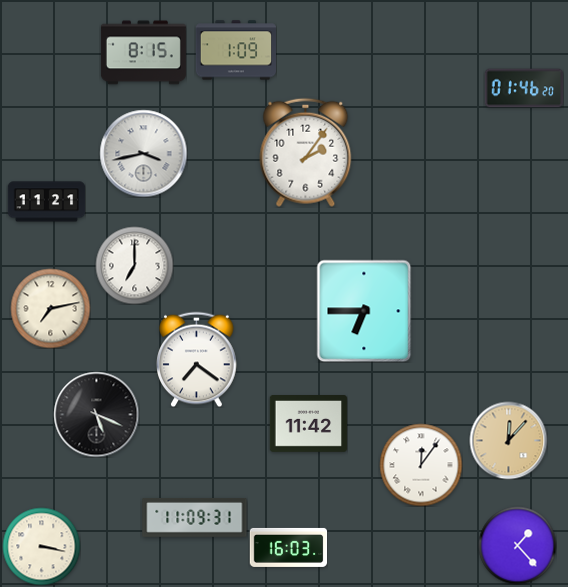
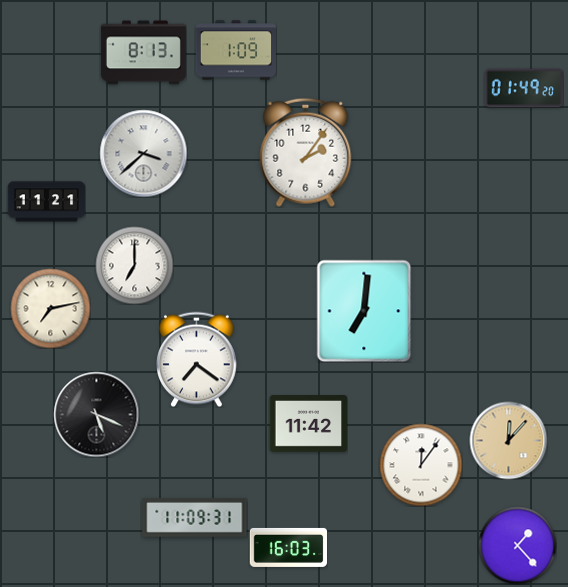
clock at (143, 53): 8:15 -> 8:13
clock at (524, 88): 01:46 -> 01:49
clock at (143, 153): 3:43 -> 3:38
clock at (364, 311): 6:45 -> 7:01
clock at (41, 546): 3:17 -> none
